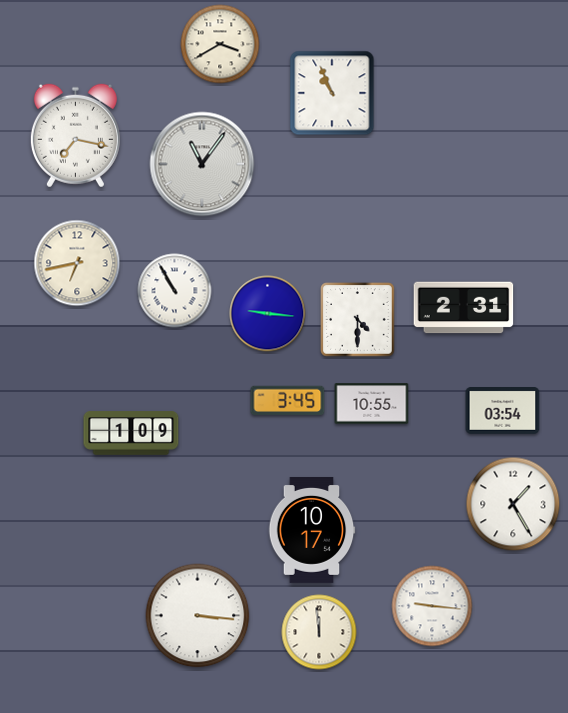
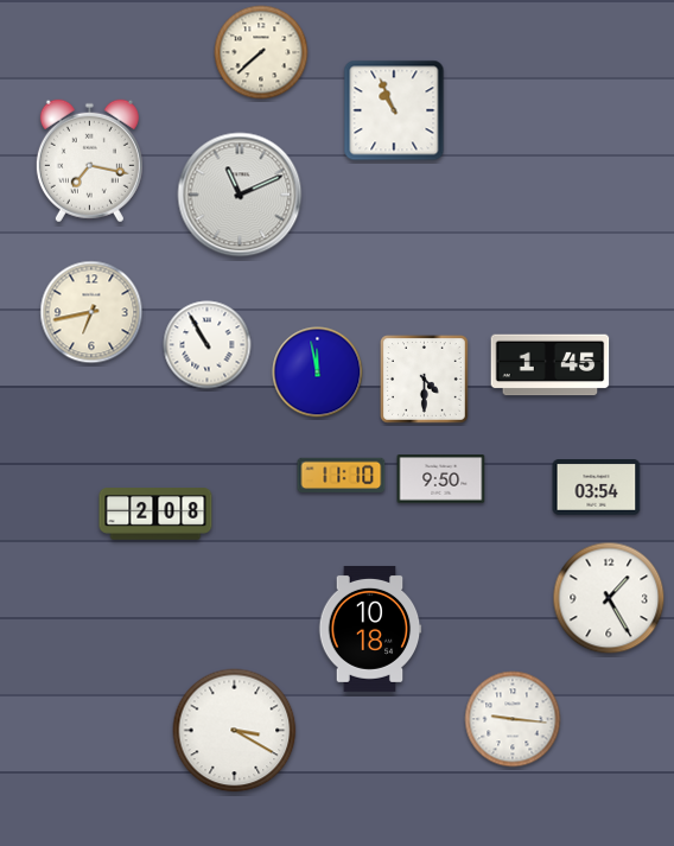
clock at (220, 44): 3:40 -> 7:38
clock at (202, 164): 11:06 -> 11:11
clock at (464, 308): 2:31 -> 1:45
clock at (268, 314): 9:16 -> 11:58
clock at (288, 400): 3:45 -> 11:10
clock at (372, 404): 10:55 -> 9:50
clock at (131, 433): 1:09 -> 2:08
clock at (312, 530): 10:17 -> 10:18
clock at (198, 616): 3:16 -> 3:20
clock at (319, 632): 11:59 -> none
